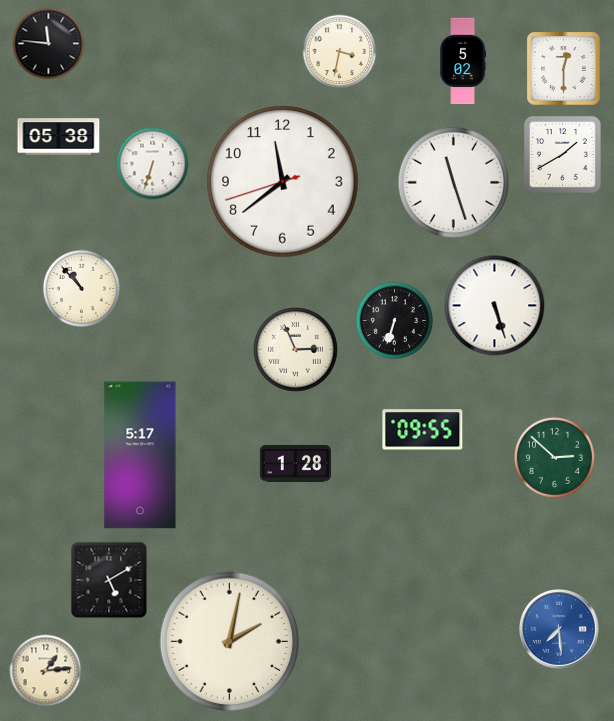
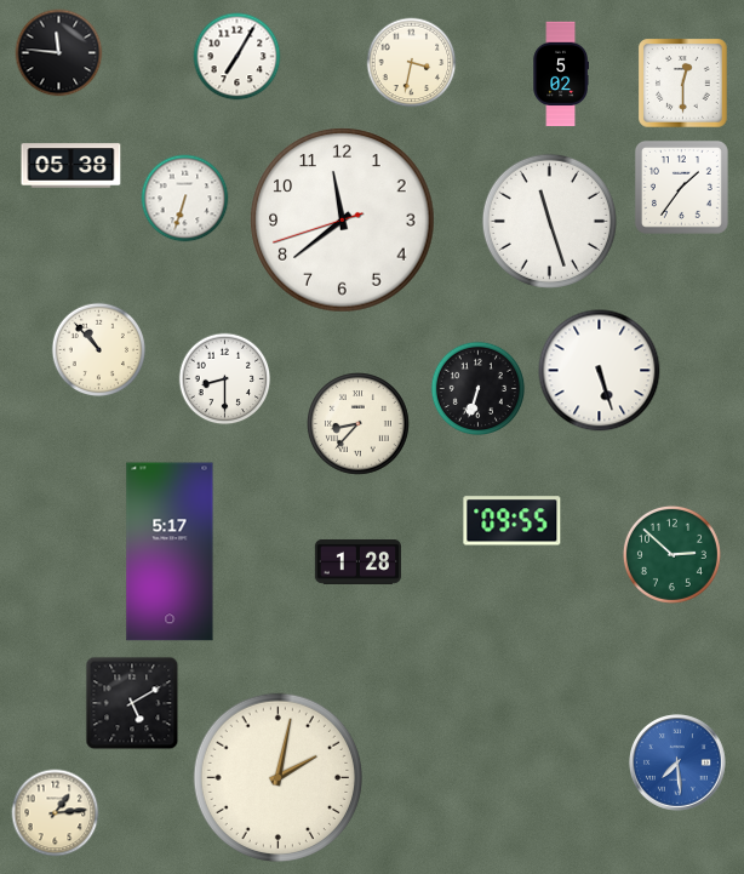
clock at (237, 57): none -> 7:05
clock at (562, 154): 1:40 -> 1:36
clock at (225, 379): none -> 8:30
clock at (296, 350): 2:56 -> 8:37
